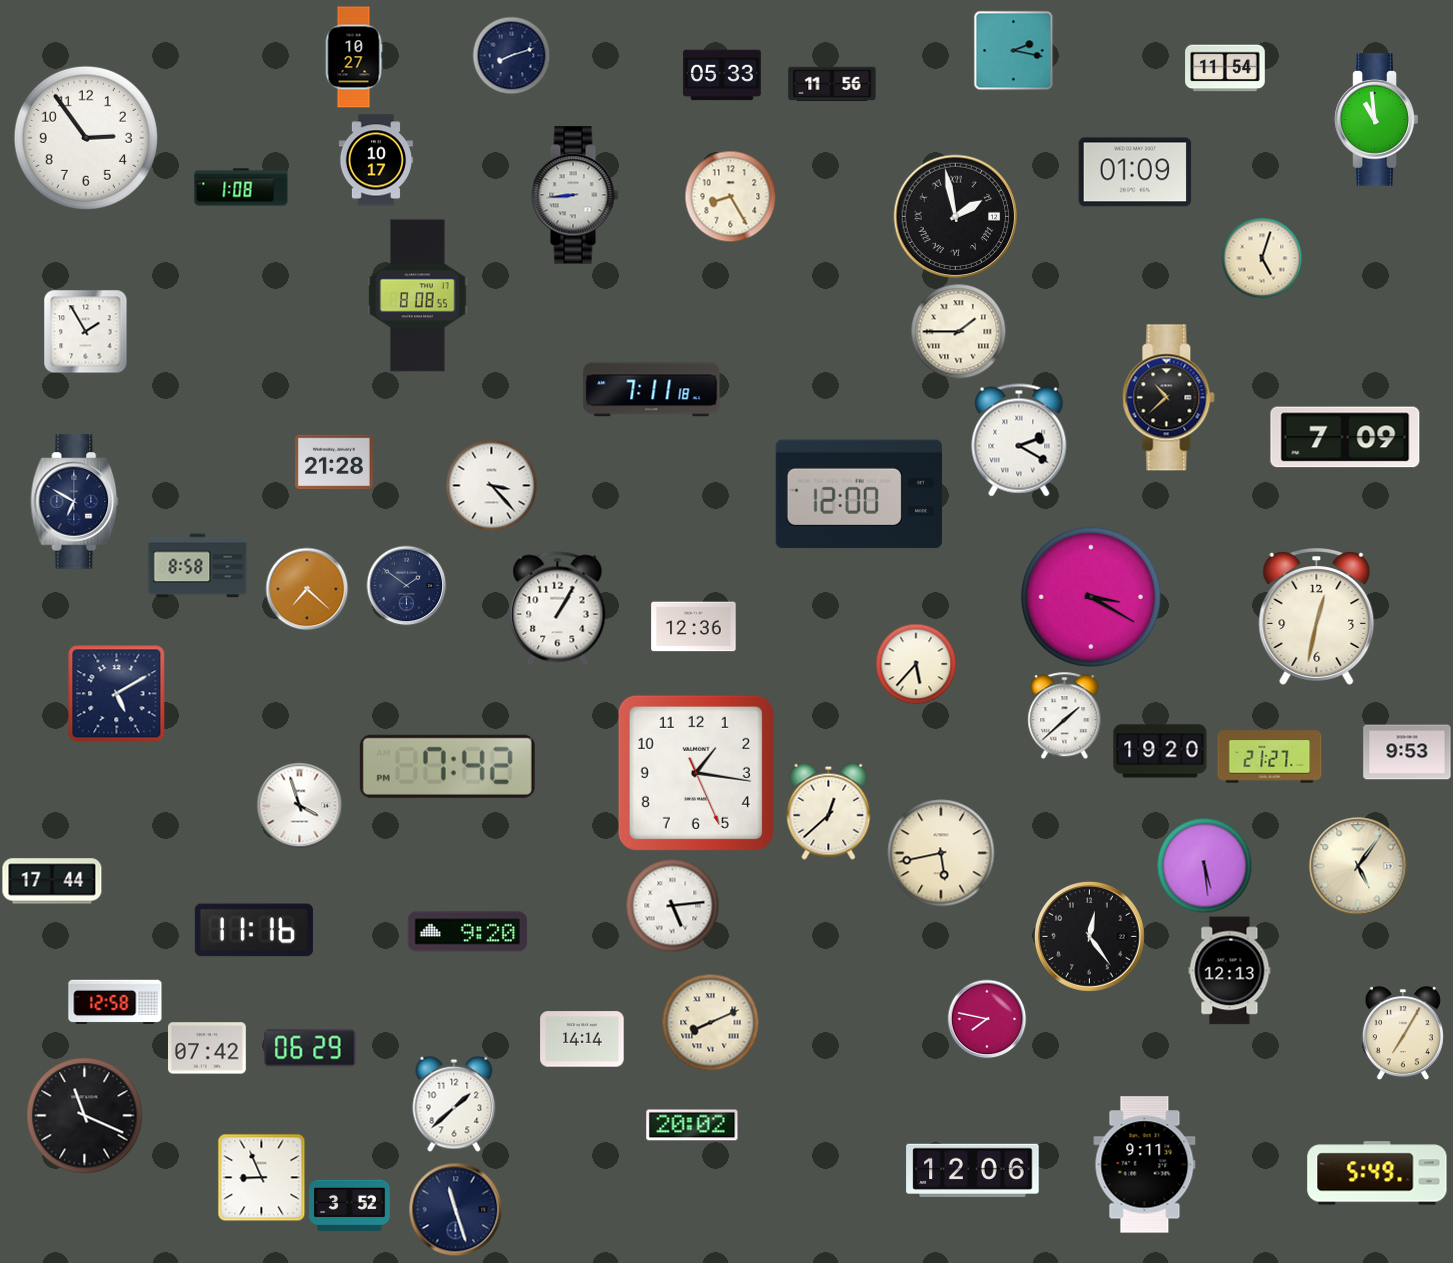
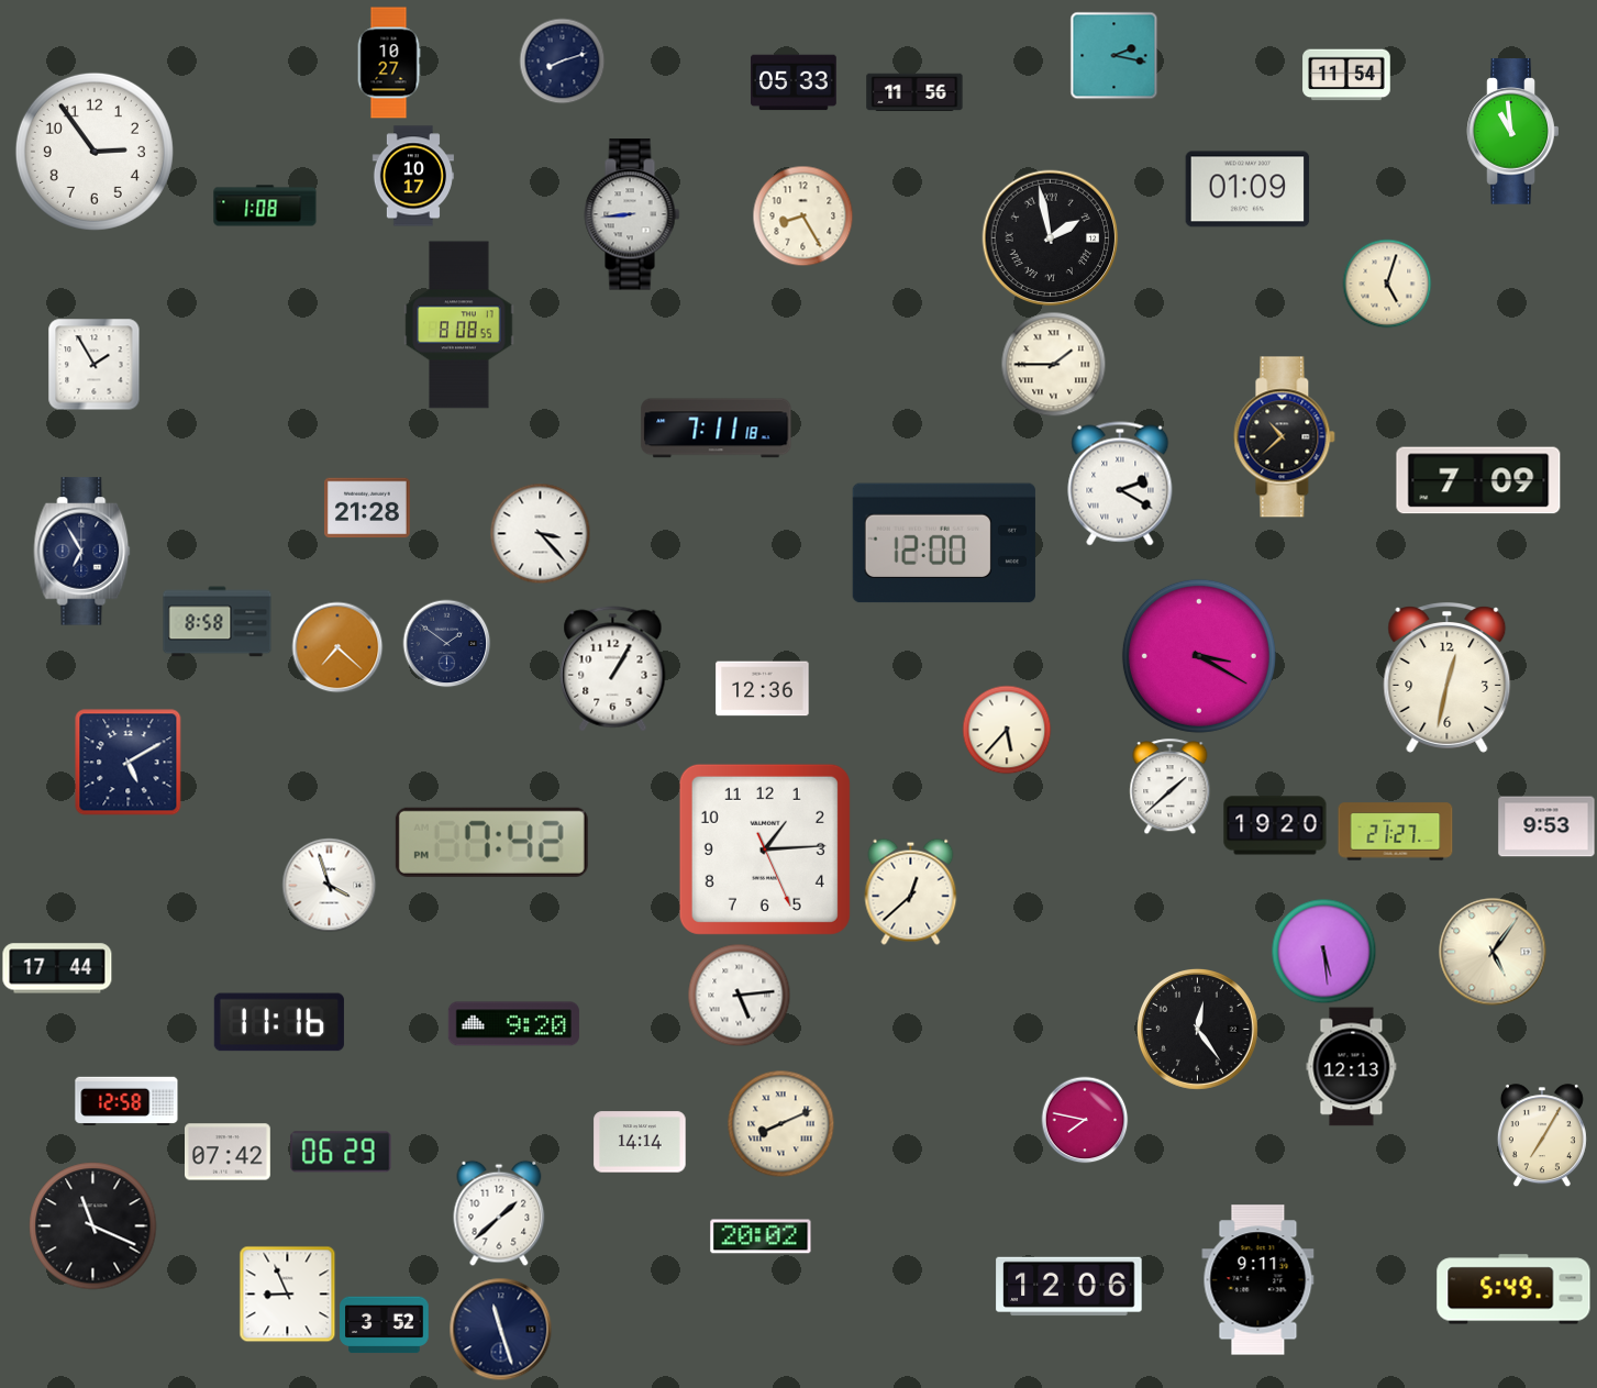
clock at (75, 502): 6:50 -> 6:55
clock at (696, 773): 1:16 -> 1:14
clock at (941, 853): 5:43 -> none
